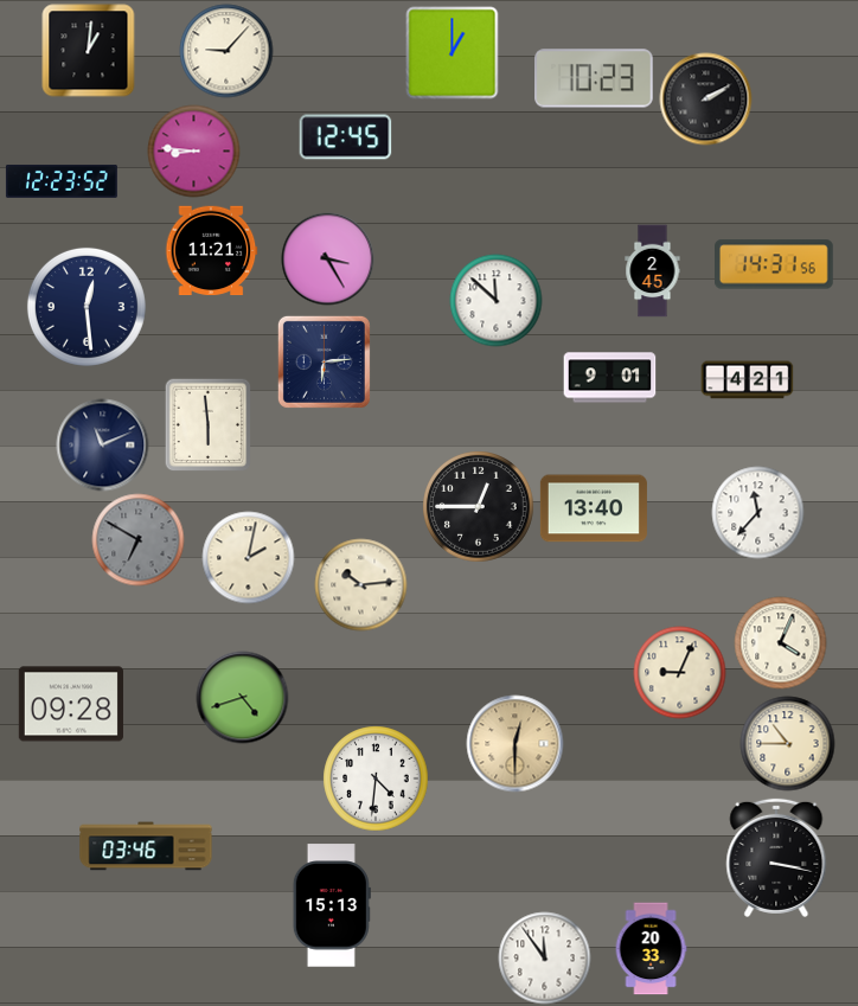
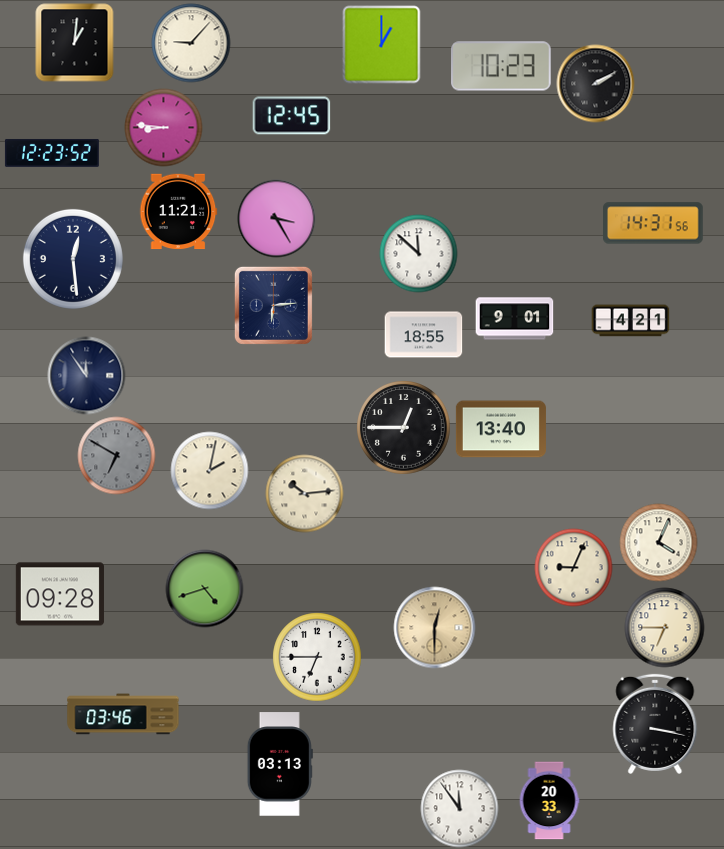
clock at (653, 270): 2:45 -> none
clock at (423, 335): none -> 18:55
clock at (209, 424): 5:59 -> none
clock at (102, 444): 11:11 -> 11:54
clock at (757, 512): 11:37 -> none
clock at (787, 743): 10:45 -> 6:45
clock at (376, 778): 4:31 -> 6:45
clock at (332, 905): 15:13 -> 03:13
